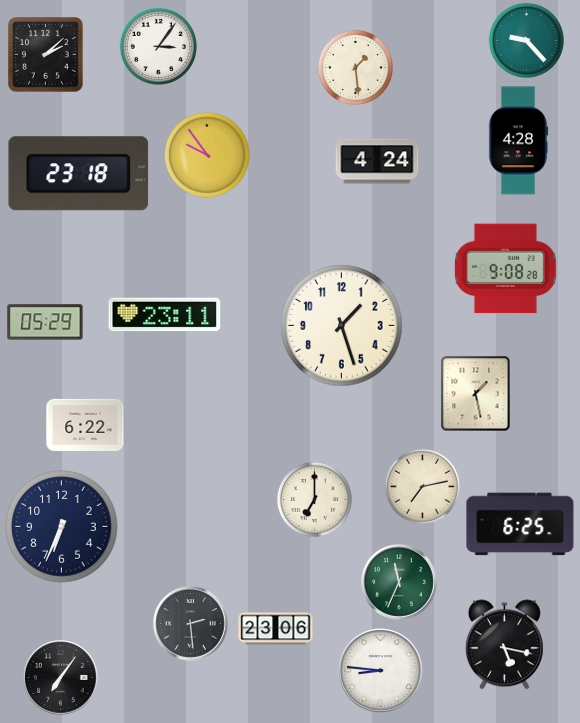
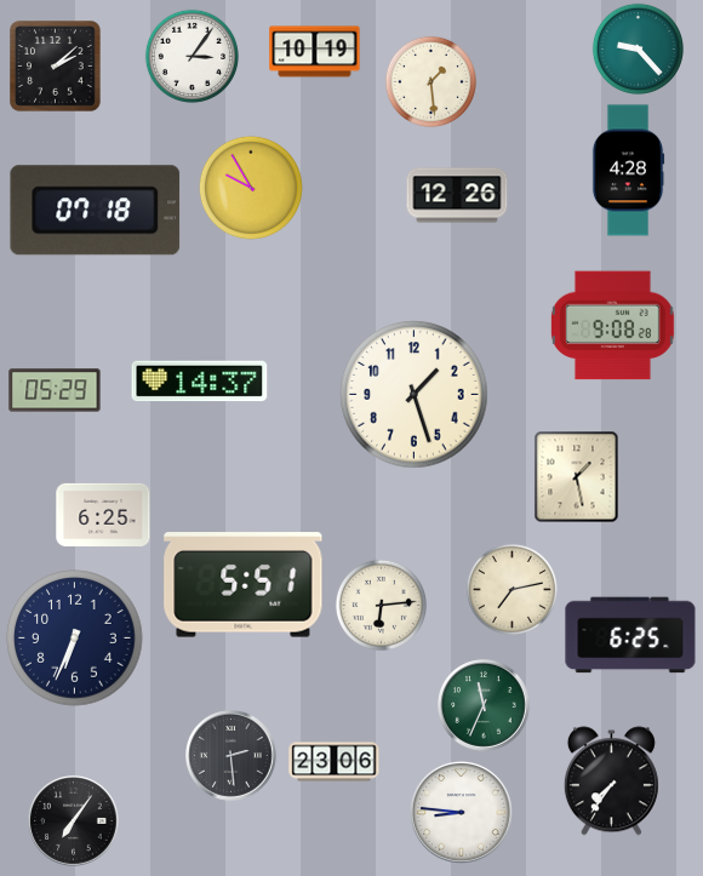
clock at (315, 52): none -> 10:19
clock at (207, 155): 9:54 -> 9:55
clock at (377, 161): 4:24 -> 12:26
clock at (79, 174): 23:18 -> 07:18
clock at (165, 315): 23:11 -> 14:37
clock at (85, 425): 6:22 -> 6:25
clock at (244, 585): none -> 5:51
clock at (314, 499): 7:00 -> 6:14
clock at (504, 645): 5:17 -> 7:36
